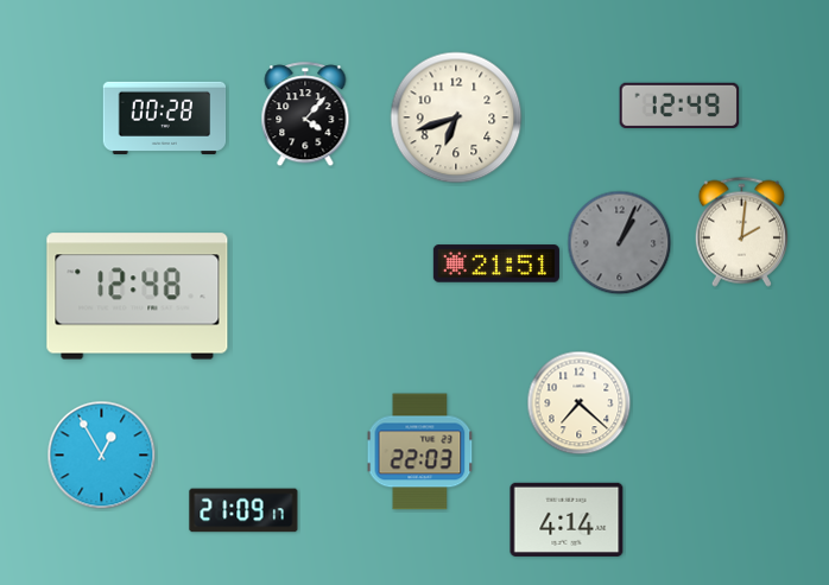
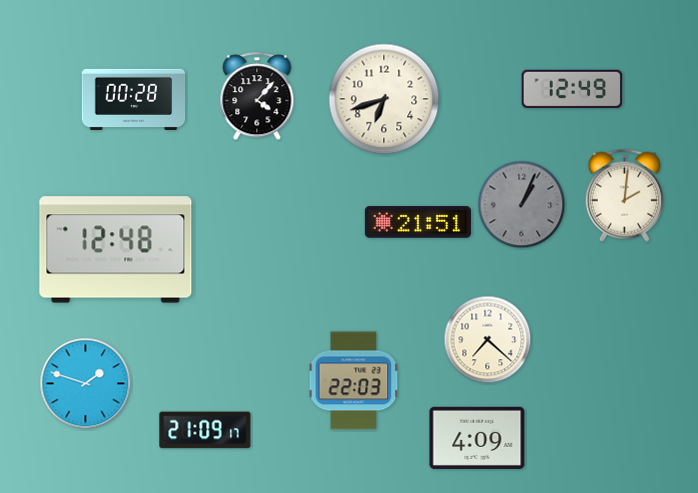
clock at (165, 117) position: (165, 117) -> (134, 99)
clock at (102, 456): 12:55 -> 1:48
clock at (567, 520): 4:14 -> 4:09
